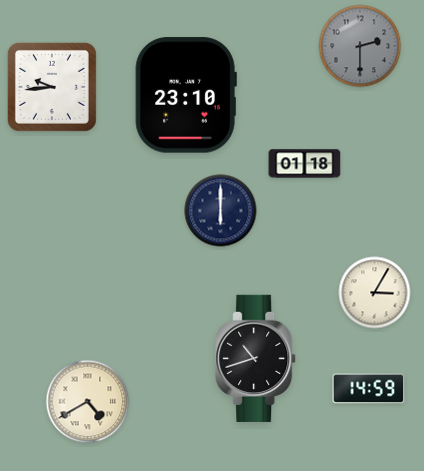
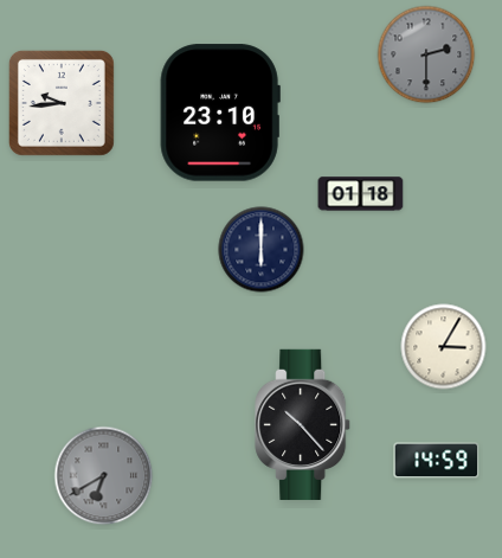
clock at (256, 358): 10:42 -> 10:23
clock at (88, 402): 4:40 -> 6:40
clock at (88, 402) dial: cream -> grey
